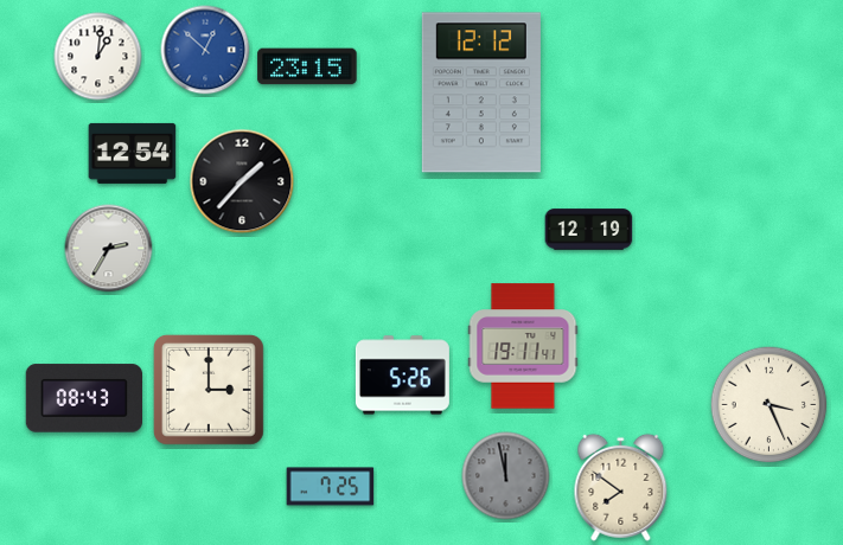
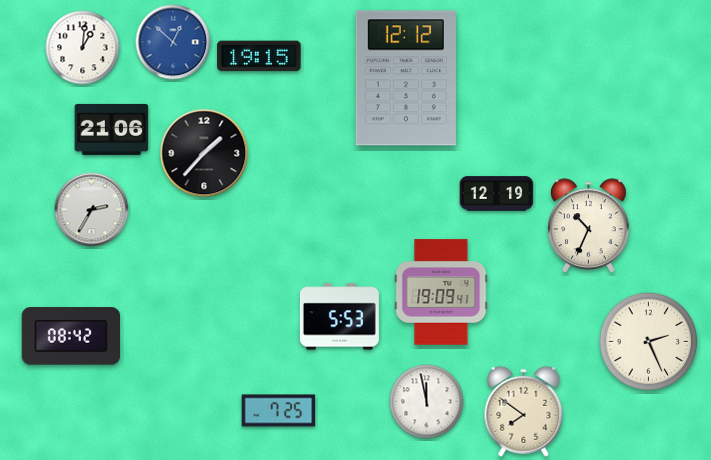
clock at (307, 66): 23:15 -> 19:15
clock at (133, 153): 12:54 -> 21:06
clock at (589, 225): none -> 10:34
clock at (523, 346): 19:11 -> 19:09
clock at (402, 376): 5:26 -> 5:53
clock at (209, 390): 3:00 -> none
clock at (83, 398): 08:43 -> 08:42
clock at (769, 405): 3:26 -> 2:26
clock at (506, 476) dial: grey -> white
